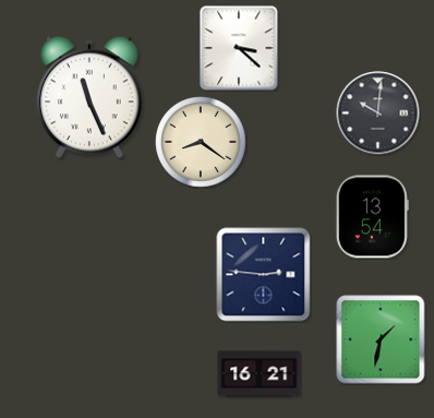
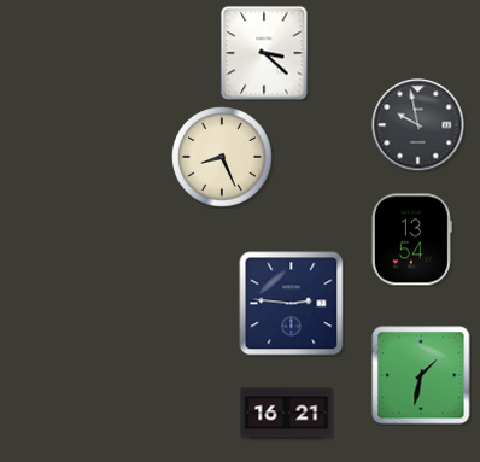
clock at (89, 97): 11:26 -> none
clock at (378, 114): 10:01 -> 9:58
clock at (201, 142): 8:21 -> 8:26
